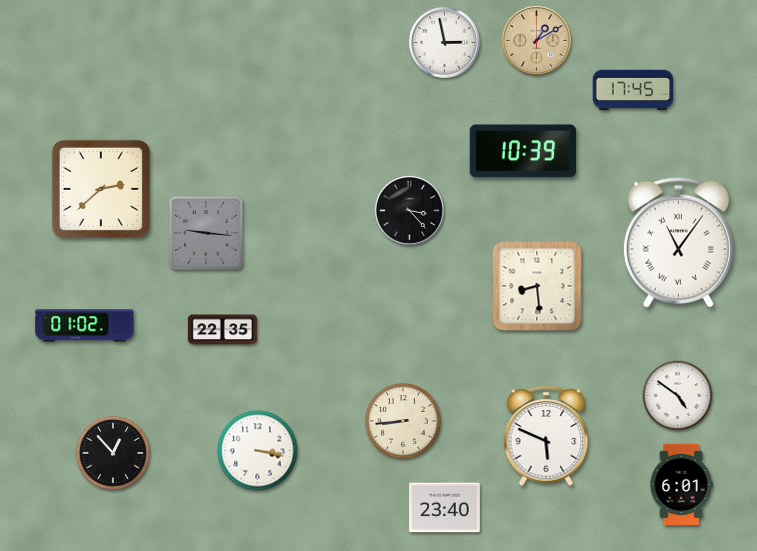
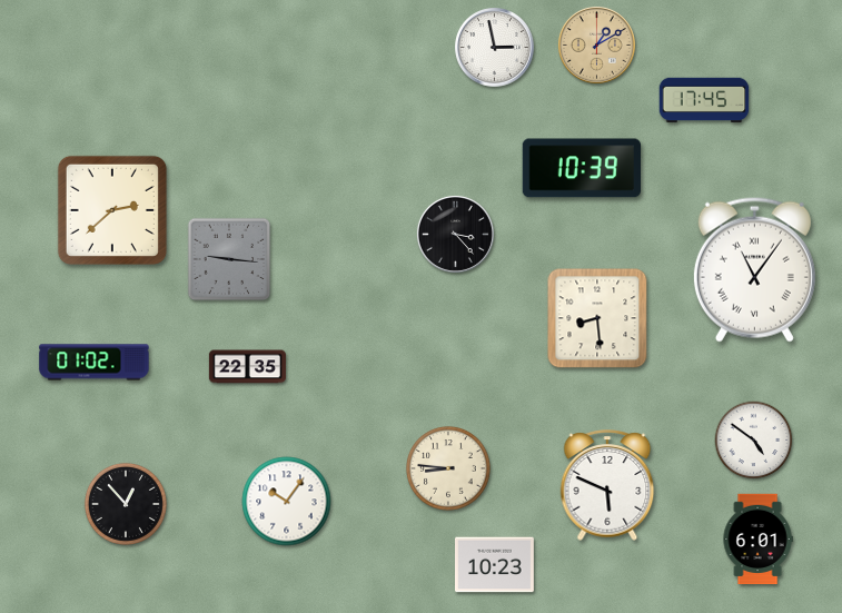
clock at (404, 422): 8:44 -> 8:46
clock at (258, 451): 3:17 -> 10:06
clock at (445, 508): 23:40 -> 10:23
